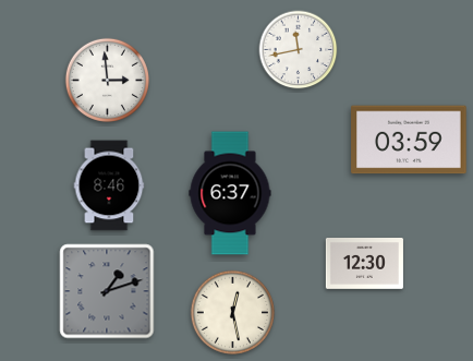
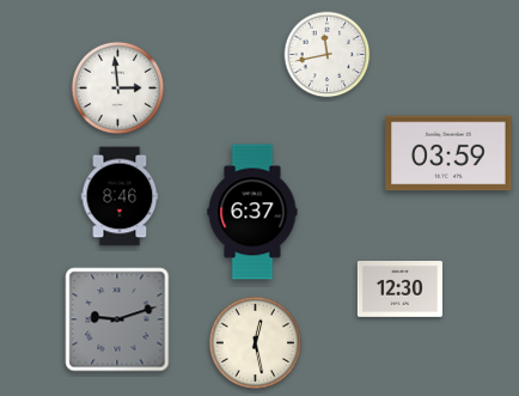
clock at (109, 185) position: (109, 185) -> (120, 196)
clock at (107, 291): 1:12 -> 9:12
